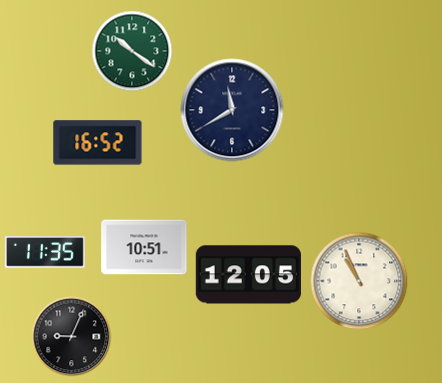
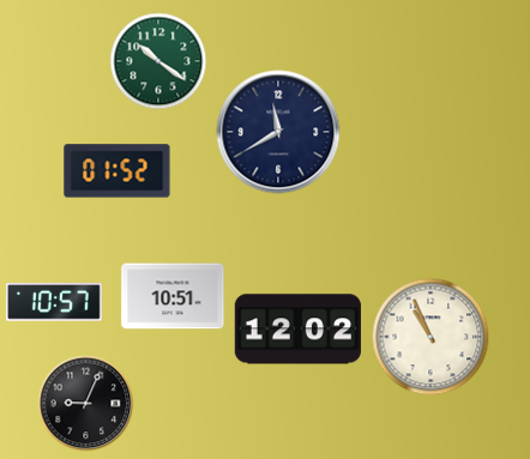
clock at (98, 143): 16:52 -> 01:52
clock at (45, 252): 11:35 -> 10:57
clock at (248, 275): 12:05 -> 12:02
